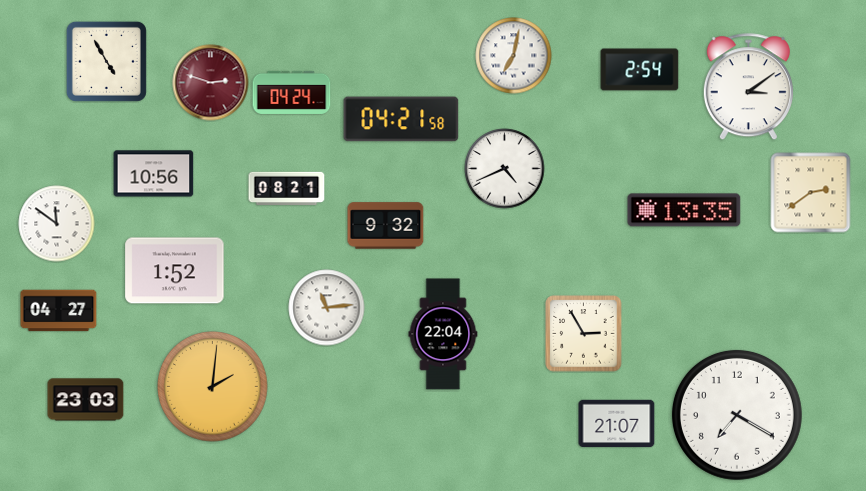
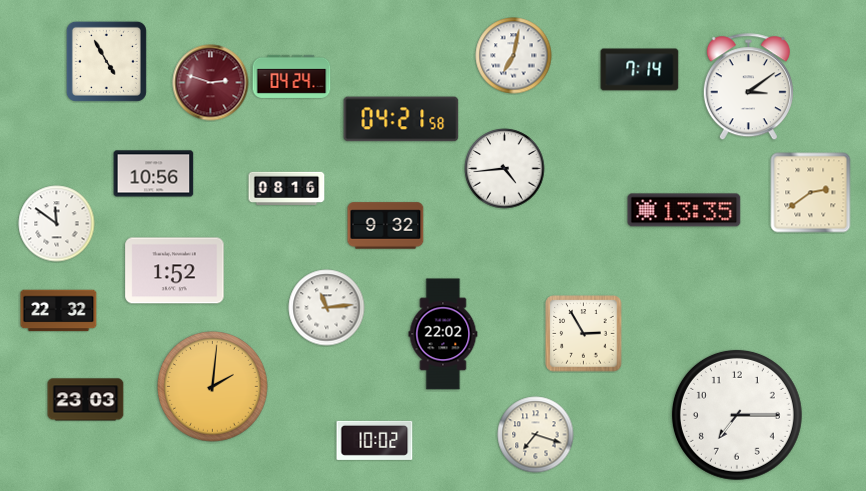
clock at (640, 70): 2:54 -> 7:14
clock at (292, 92) position: (292, 92) -> (292, 76)
clock at (505, 169): 4:41 -> 4:44
clock at (287, 189): 08:21 -> 08:16
clock at (59, 311): 04:27 -> 22:32
clock at (443, 334): 22:04 -> 22:02
clock at (737, 415): 7:20 -> 7:15
clock at (617, 424): 21:07 -> none
clock at (536, 435): none -> 7:18
clock at (375, 440): none -> 10:02
